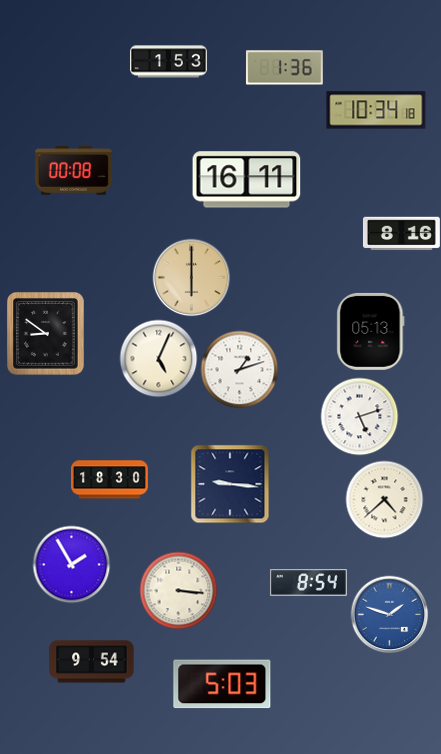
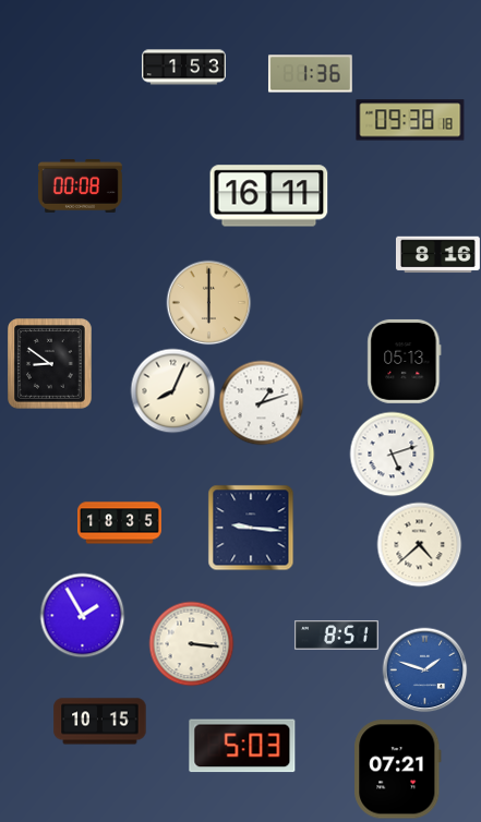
clock at (376, 110): 10:34 -> 09:38
clock at (158, 358): 5:04 -> 8:04
clock at (110, 480): 18:30 -> 18:35
clock at (71, 564) position: (71, 564) -> (82, 615)
clock at (308, 583): 8:54 -> 8:51
clock at (178, 590) position: (178, 590) -> (191, 643)
clock at (92, 662): 9:54 -> 10:15
clock at (398, 770): none -> 07:21
